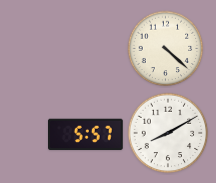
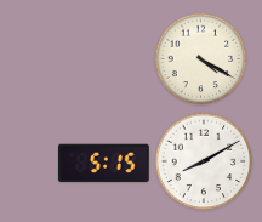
clock at (166, 49): 4:22 -> 4:20
clock at (86, 135): 5:57 -> 5:15
